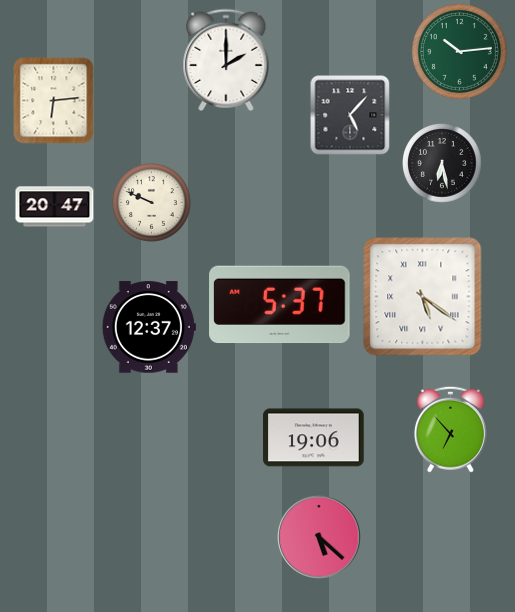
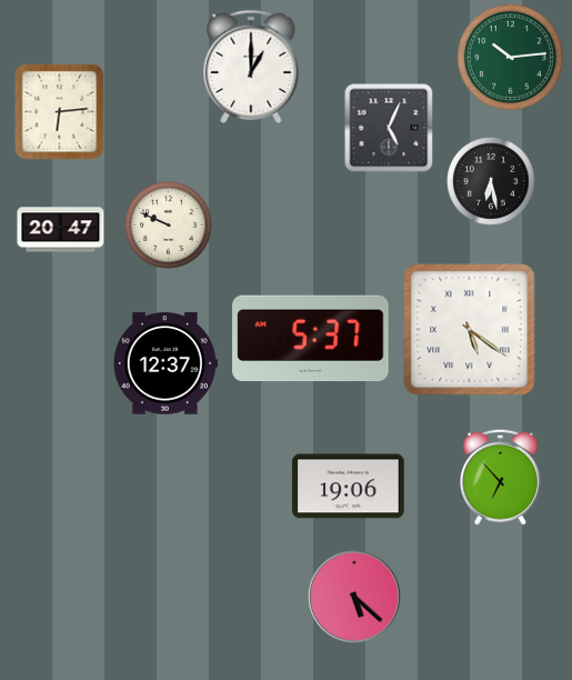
clock at (226, 60): 2:00 -> 1:00
clock at (350, 115): 5:07 -> 5:04
